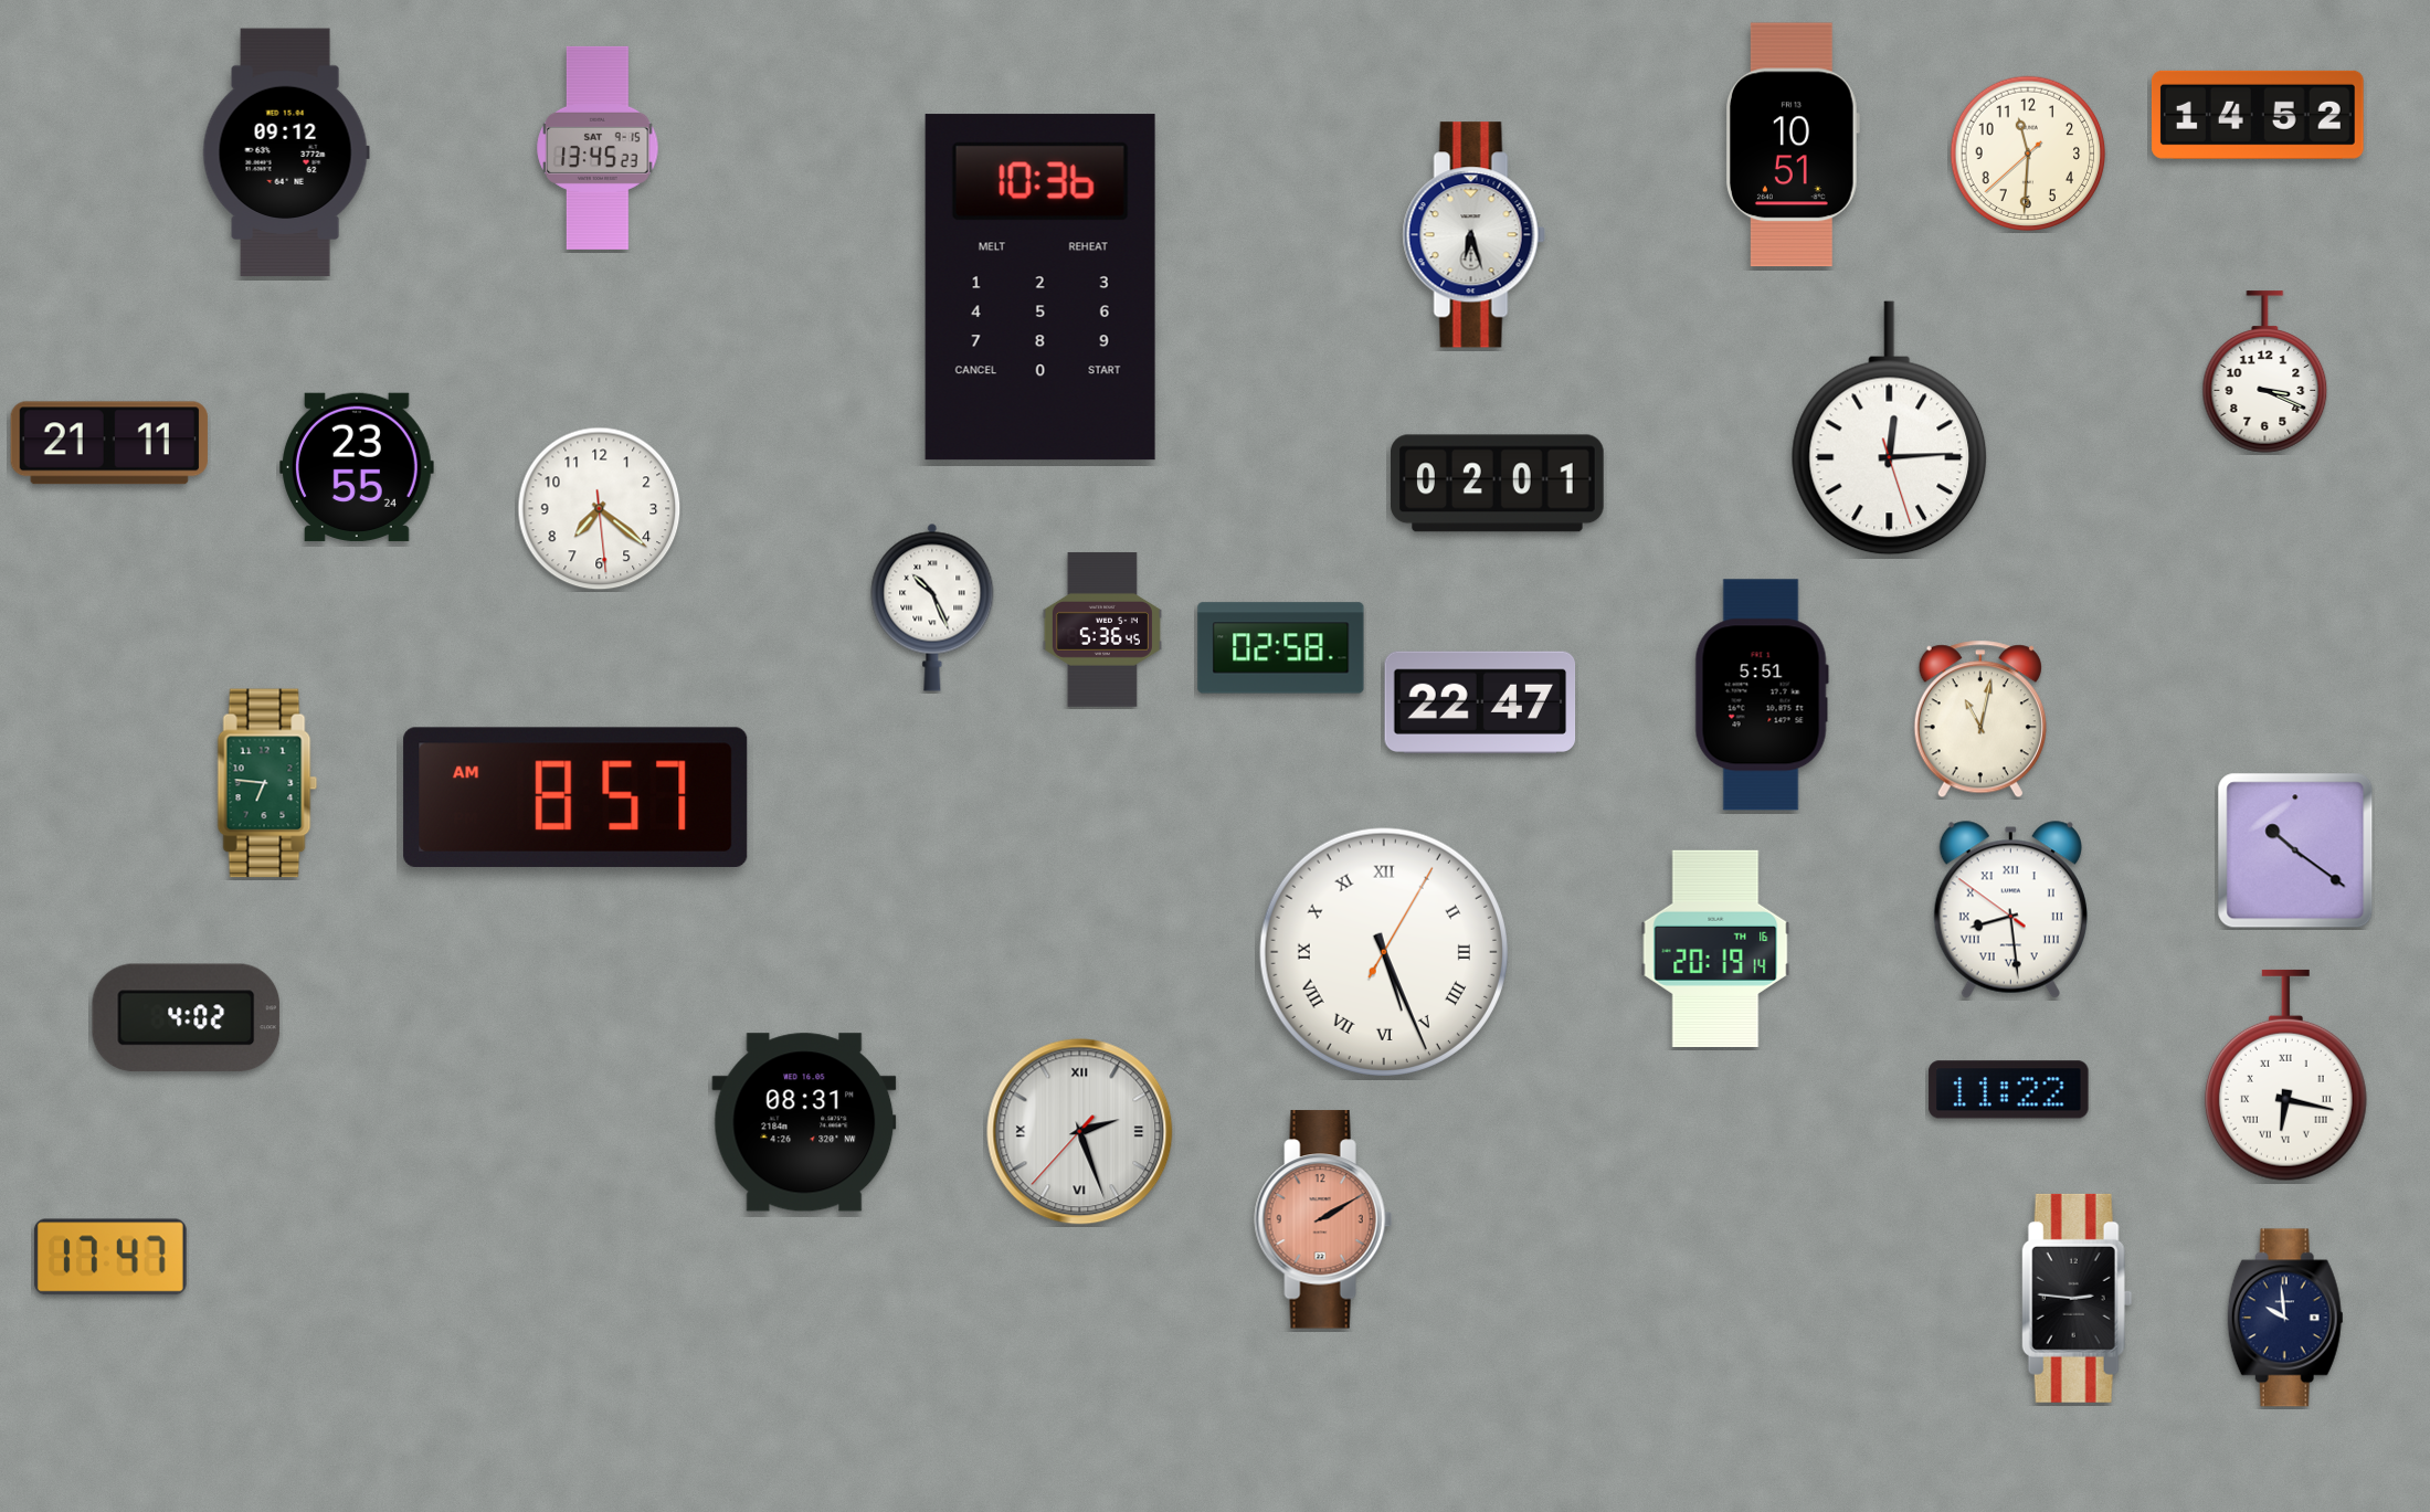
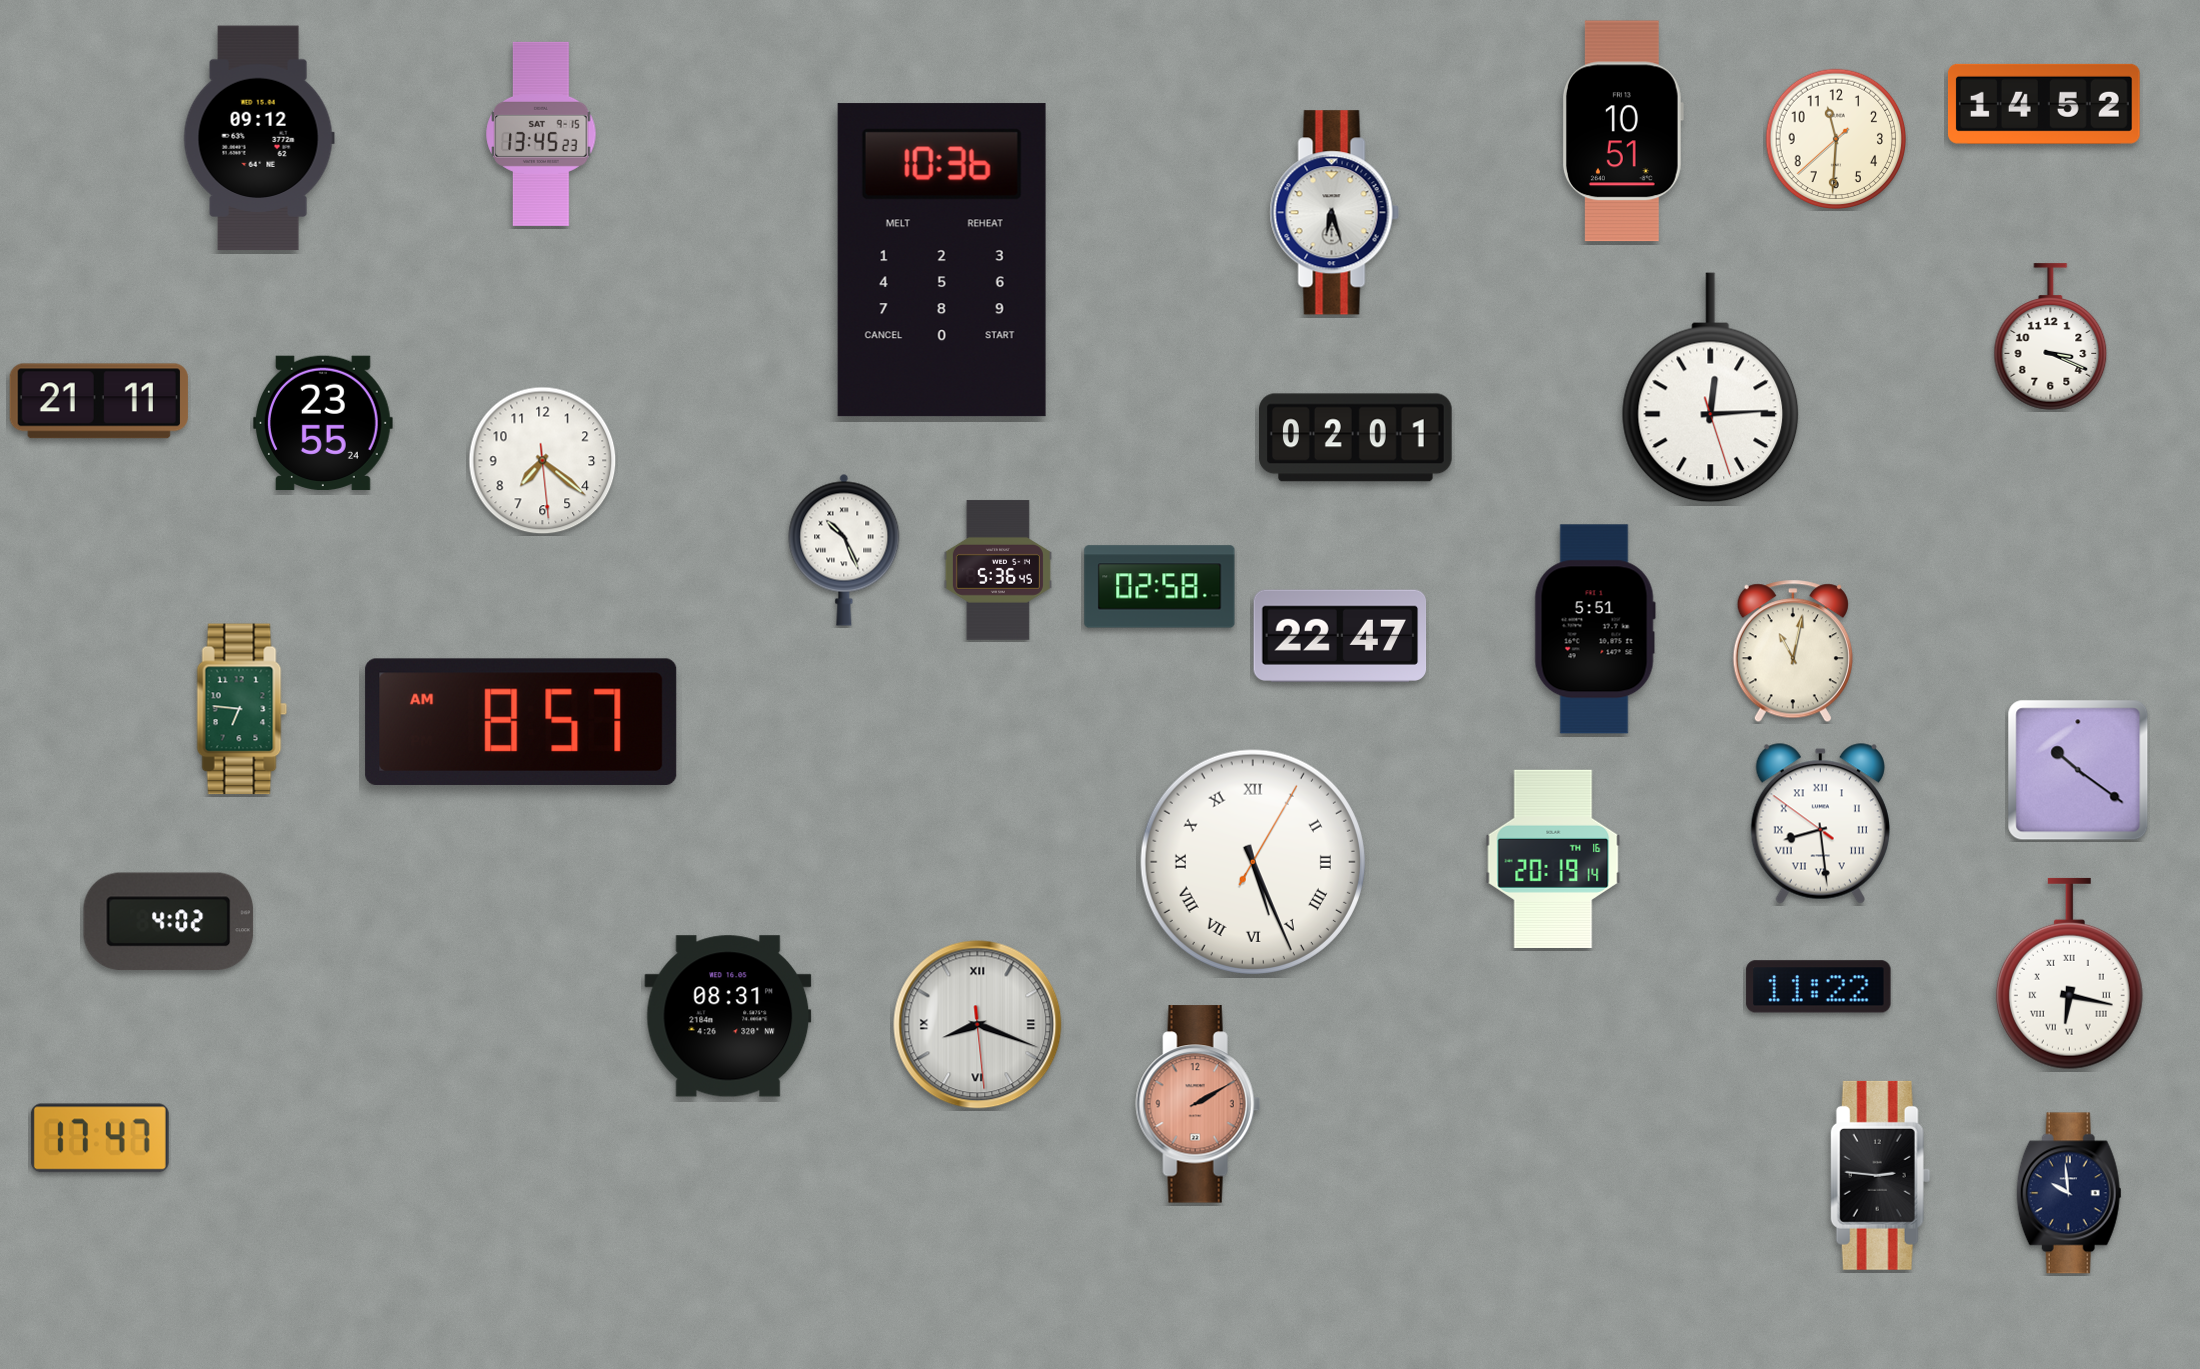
clock at (1080, 1132): 2:26 -> 8:18
